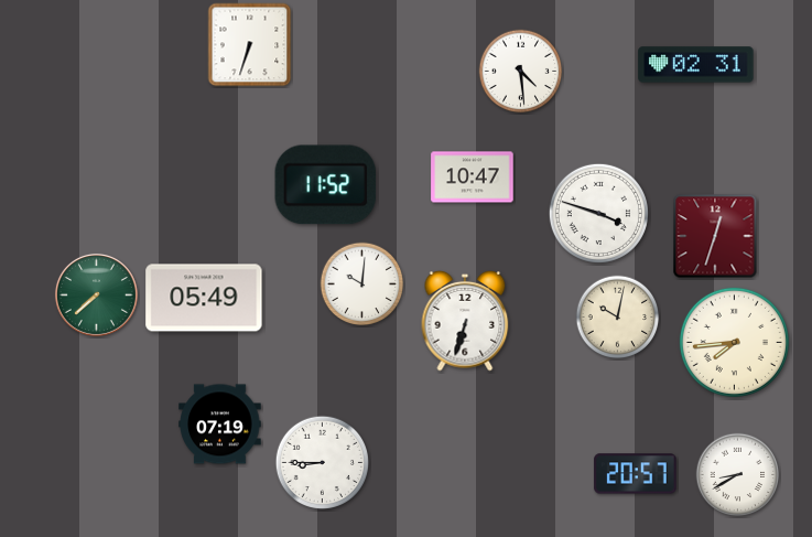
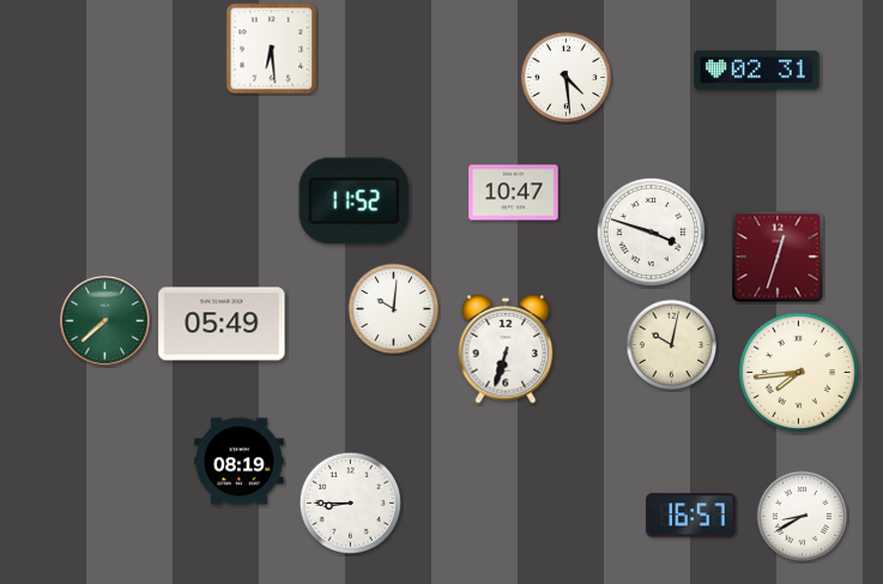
clock at (250, 45): 6:33 -> 6:29
clock at (220, 425): 07:19 -> 08:19
clock at (636, 474): 20:57 -> 16:57
